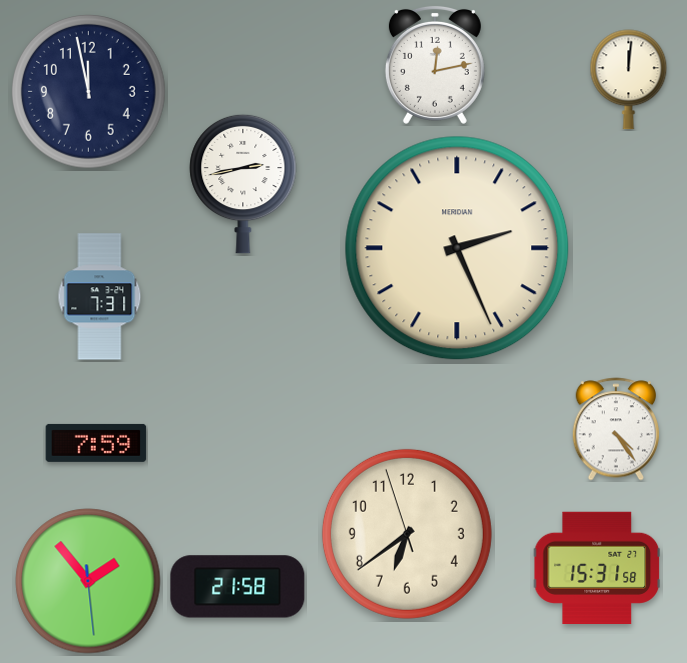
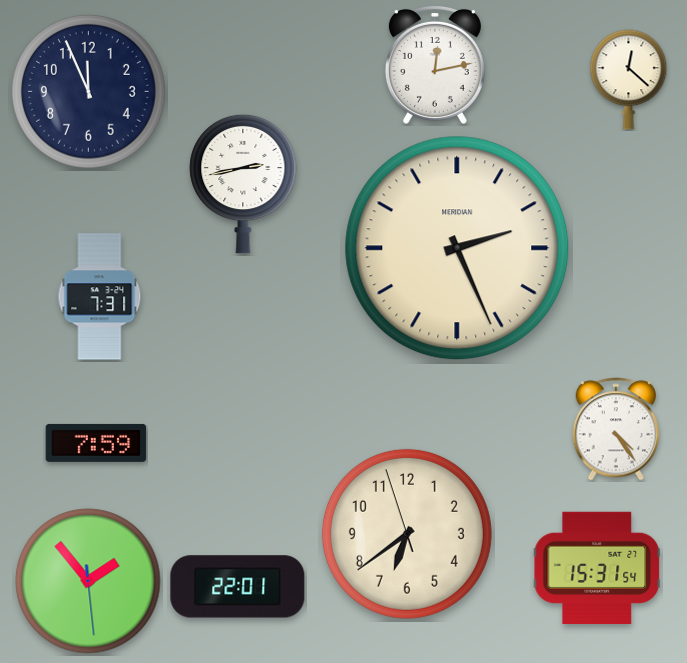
clock at (629, 80): 12:01 -> 12:22
clock at (89, 92): 11:58 -> 11:56
clock at (597, 567): 15:31:58 -> 15:31:54
clock at (238, 587): 21:58 -> 22:01
